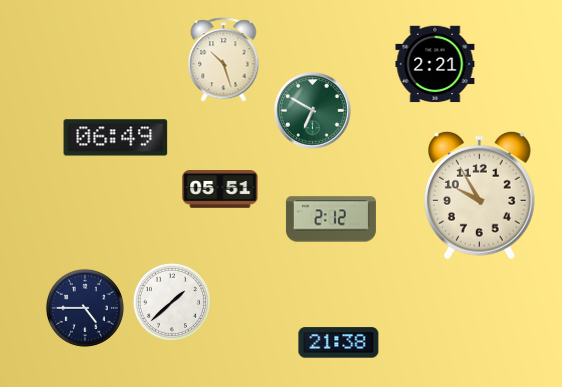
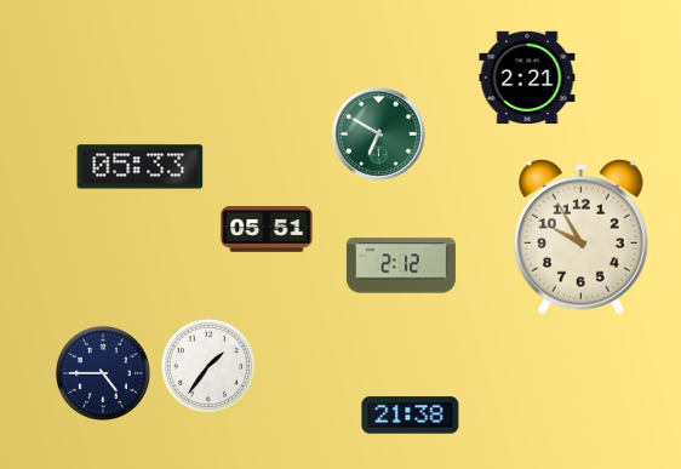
clock at (224, 60): 10:27 -> none
clock at (116, 138): 06:49 -> 05:33
clock at (172, 302): 1:38 -> 1:36
